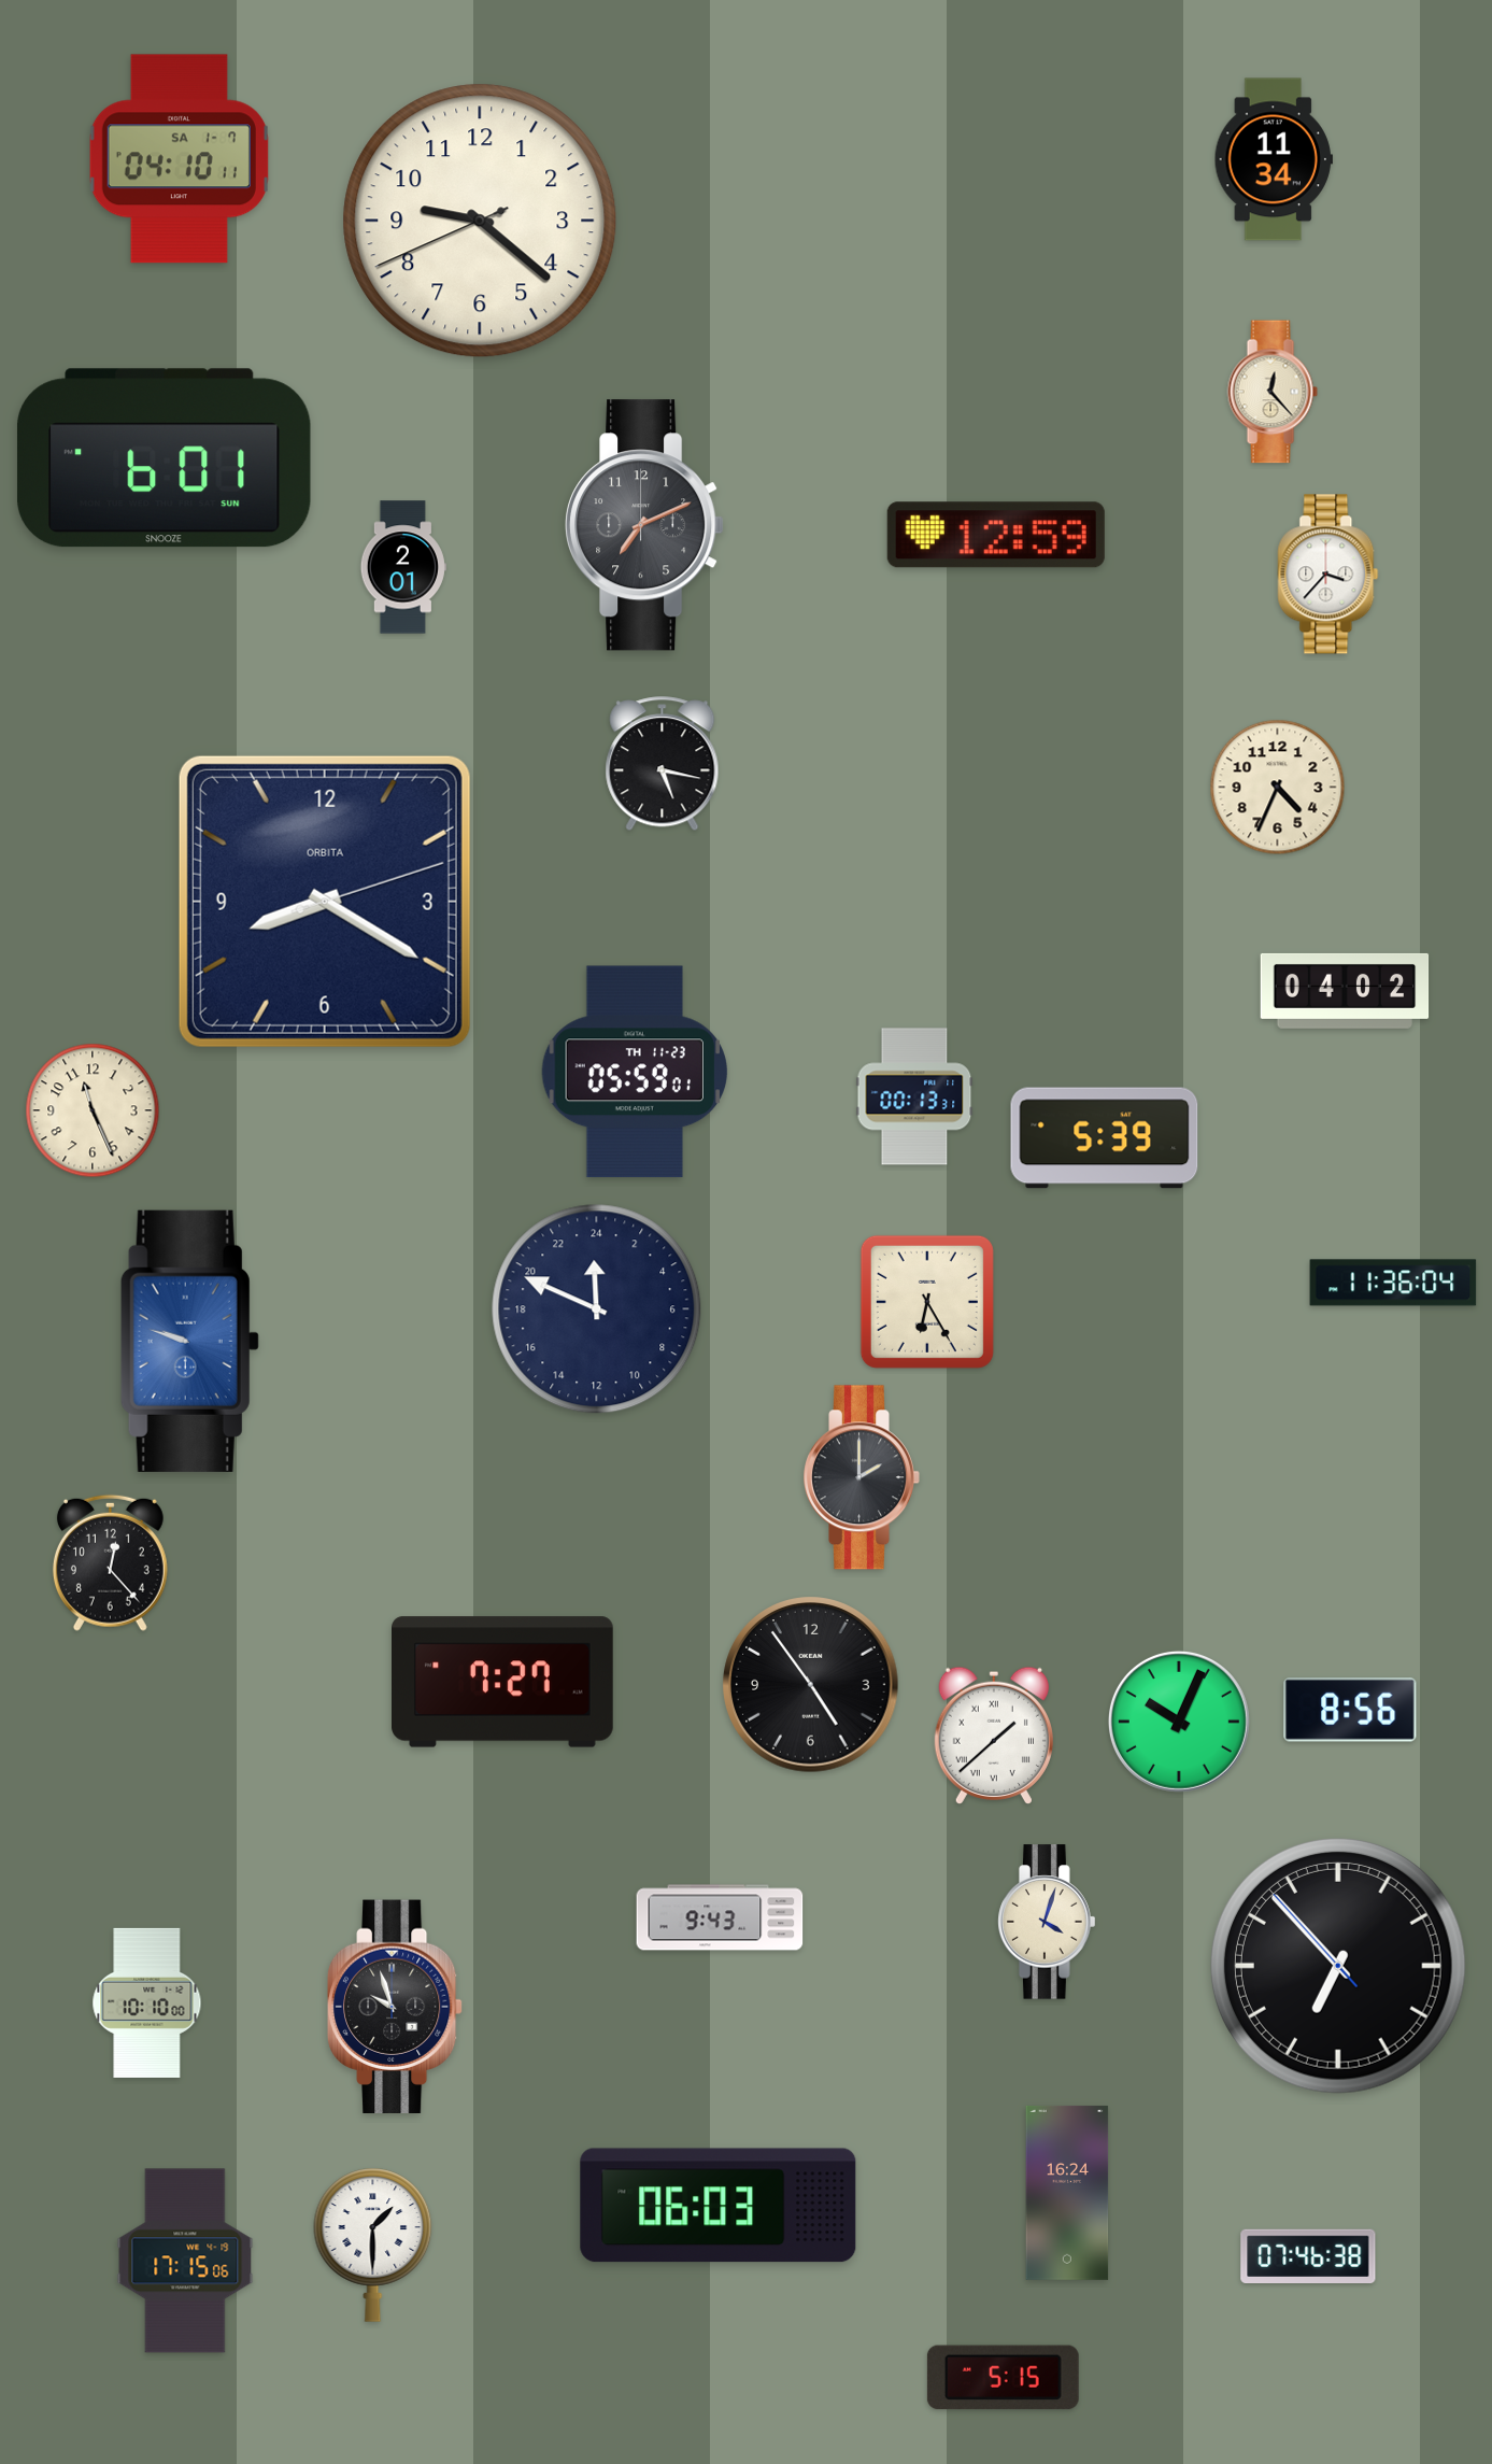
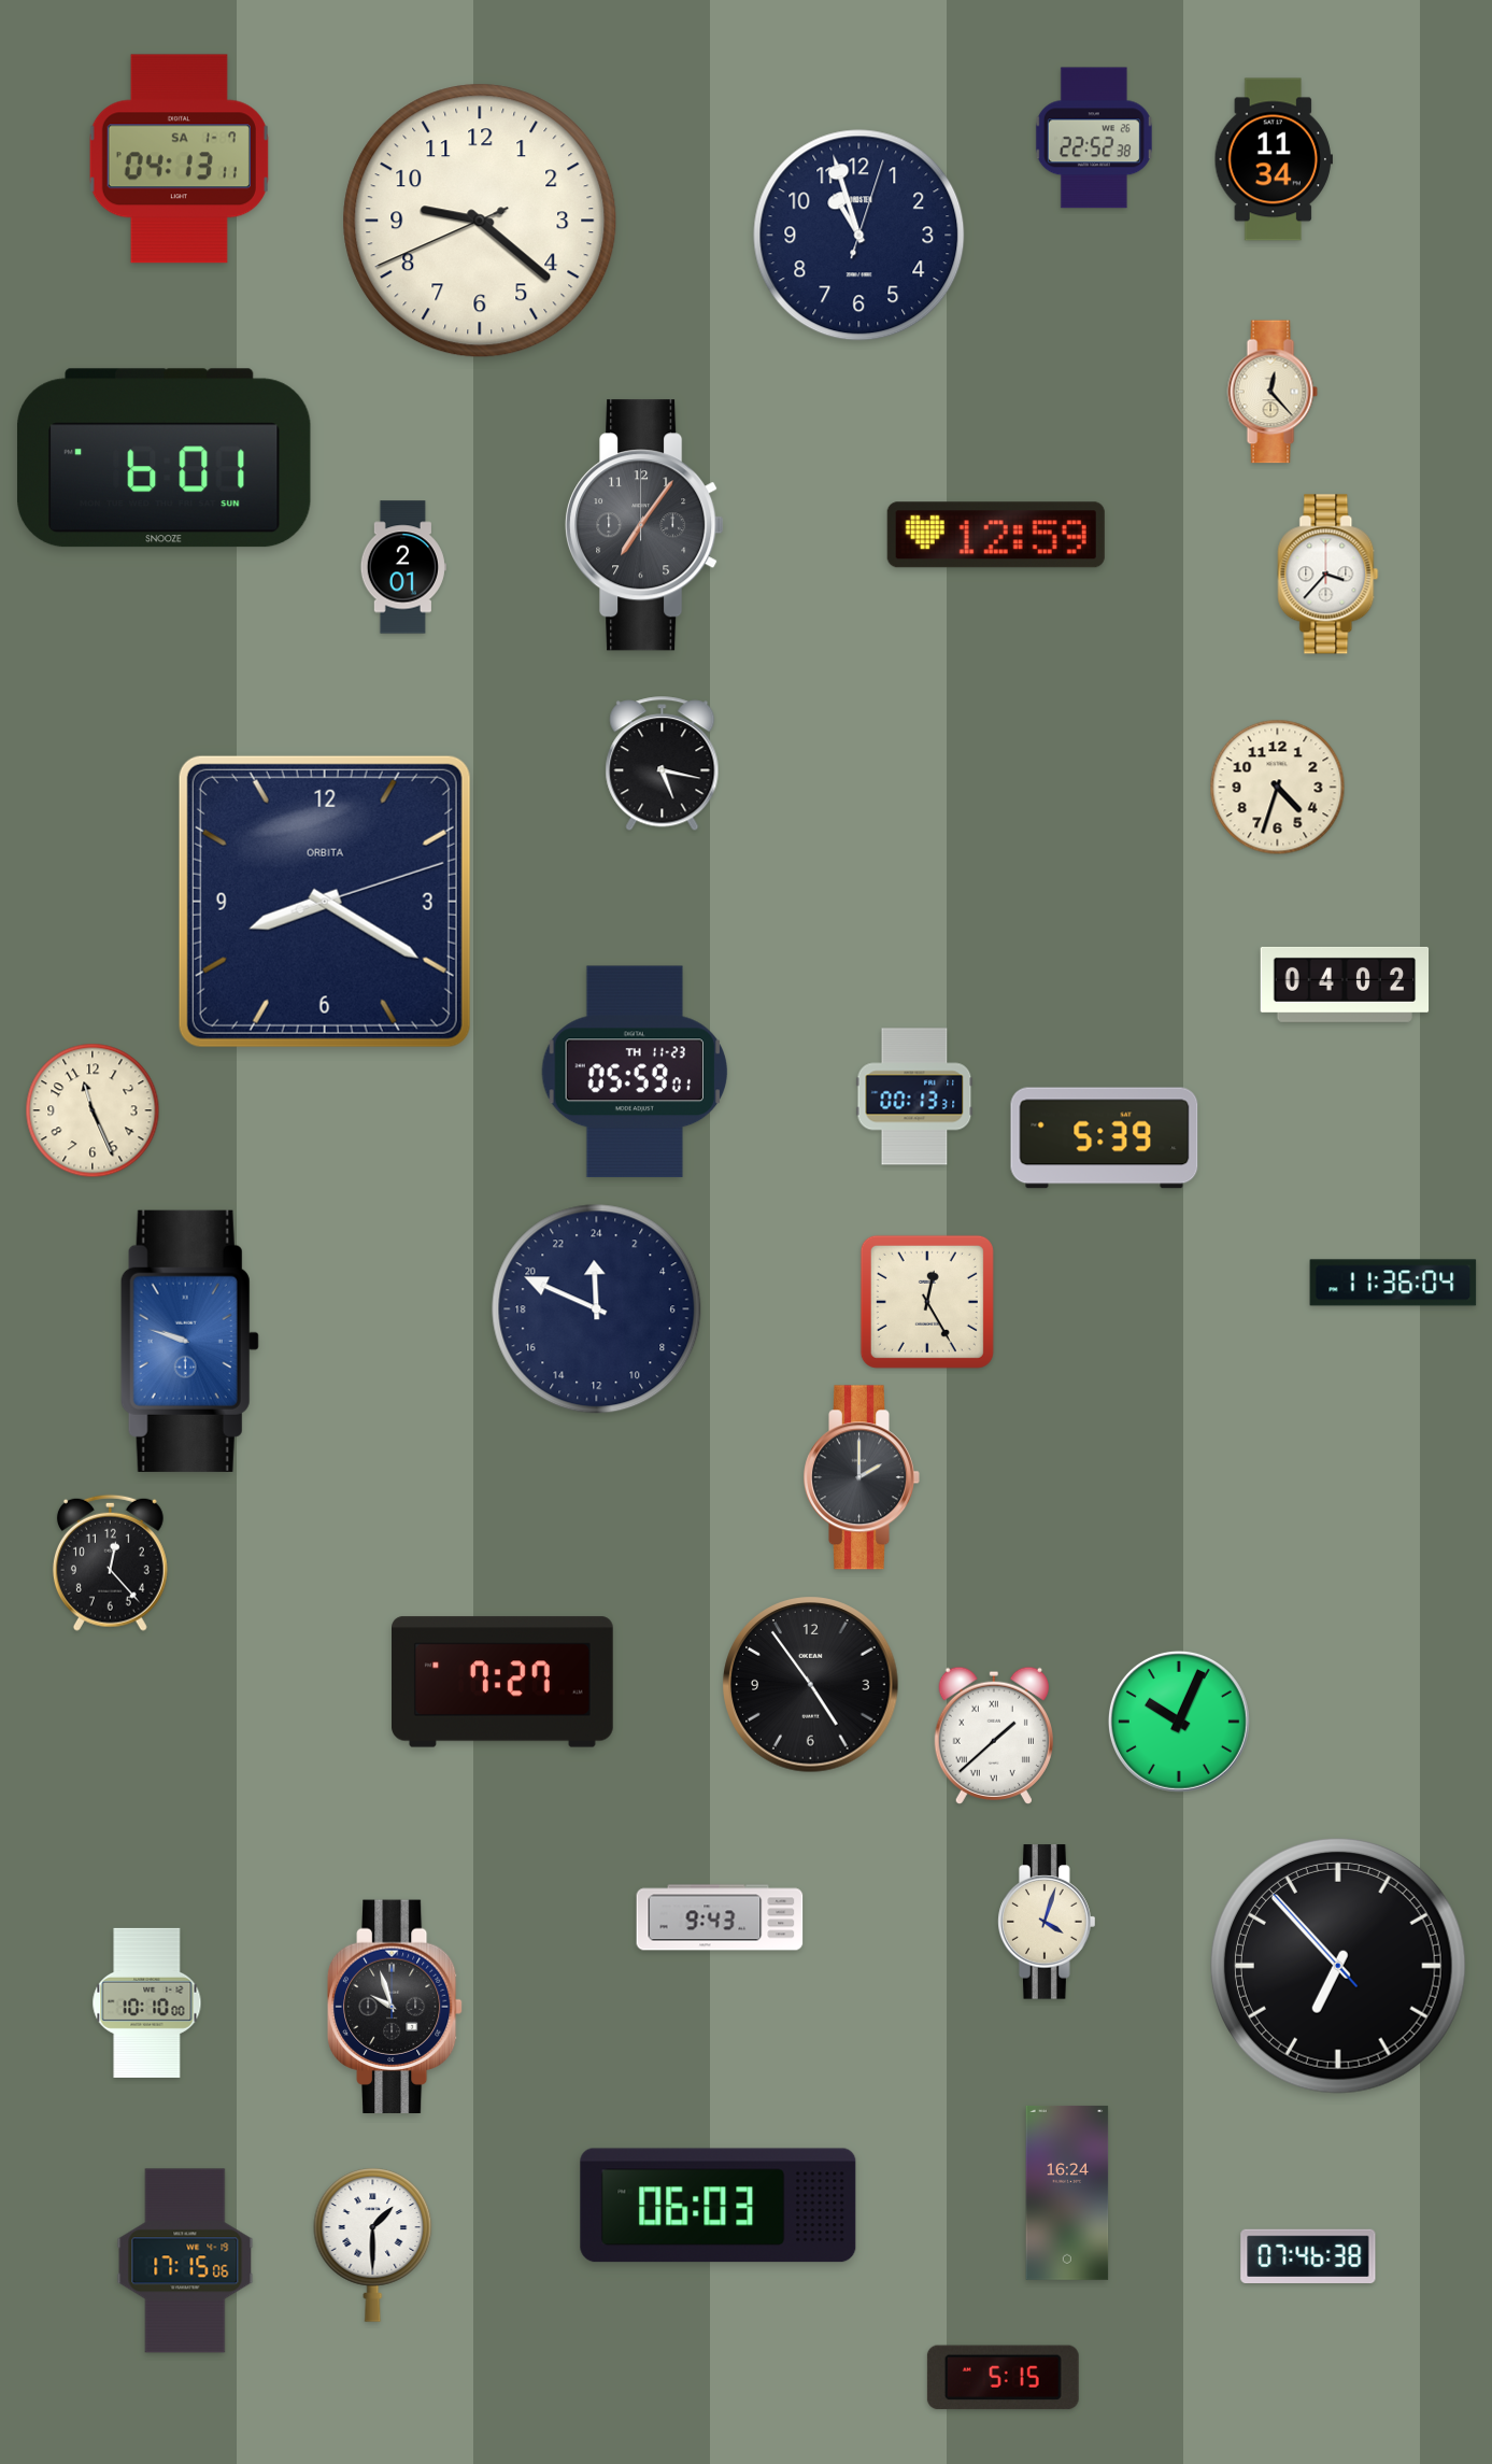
clock at (1094, 138): none -> 22:52
clock at (179, 159): 04:10 -> 04:13
clock at (859, 236): none -> 10:57
clock at (644, 525): 7:11 -> 7:06
clock at (1278, 788): 4:34 -> 4:33
clock at (1345, 991) position: (1345, 991) -> (1345, 985)
clock at (927, 1302): 6:25 -> 12:25
clock at (1350, 1711): 8:56 -> none
